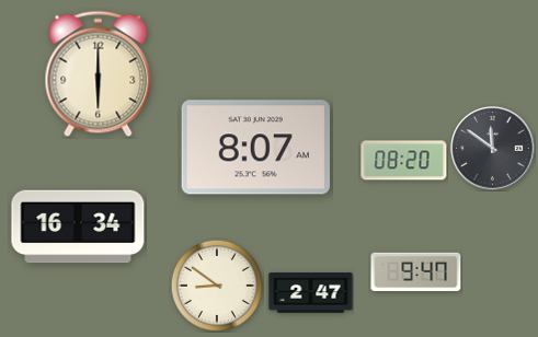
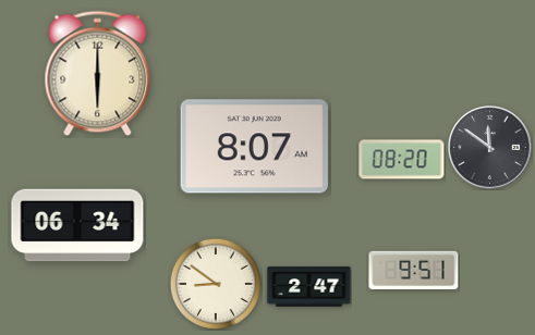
clock at (78, 226): 16:34 -> 06:34
clock at (416, 272): 9:47 -> 9:51
clock at (311, 293) position: (311, 293) -> (309, 287)
